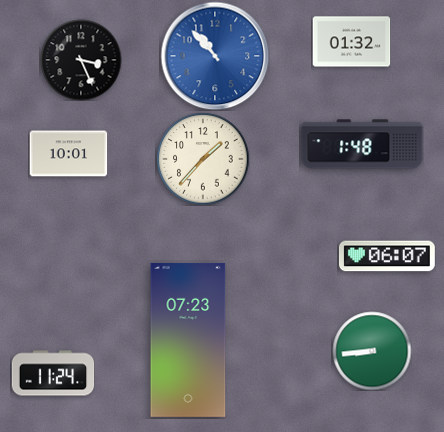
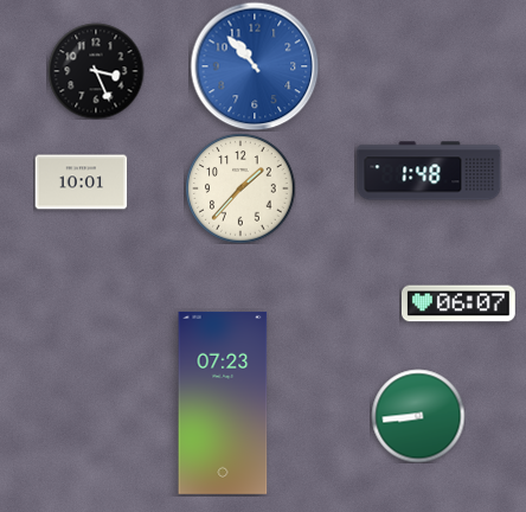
clock at (351, 42): 01:32 -> none
clock at (372, 351) position: (372, 351) -> (418, 416)
clock at (53, 373): 11:24 -> none
